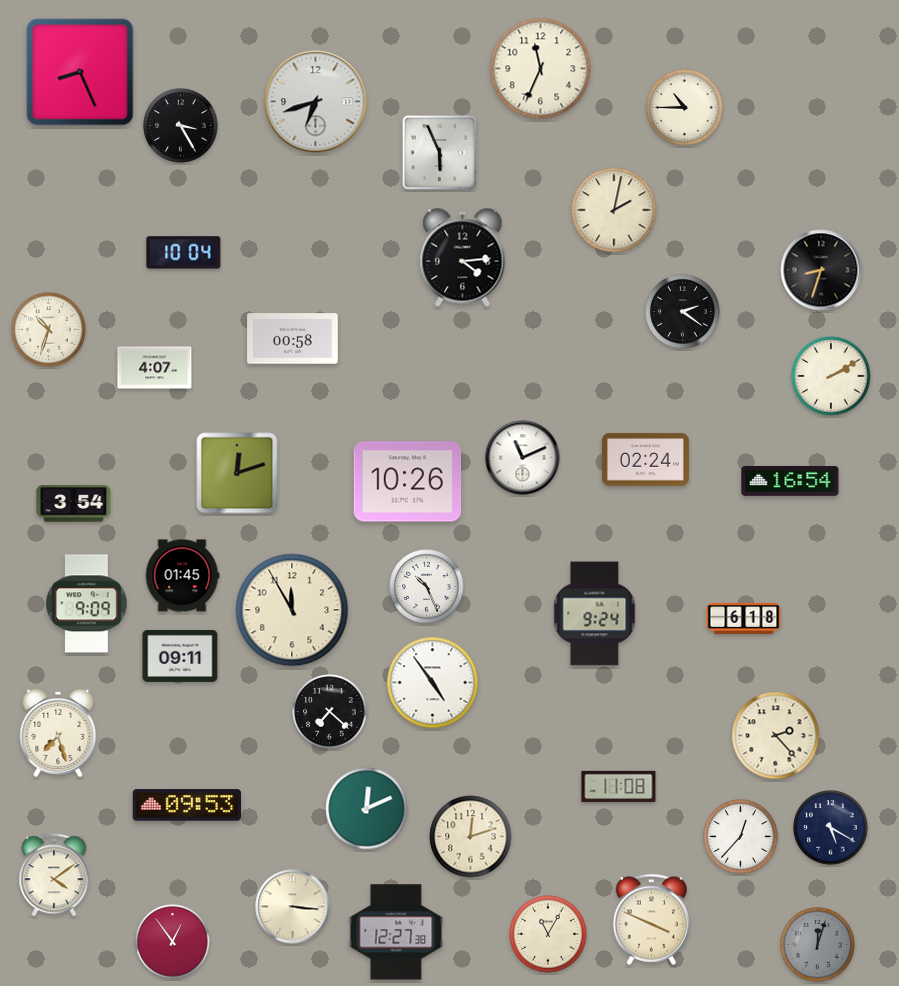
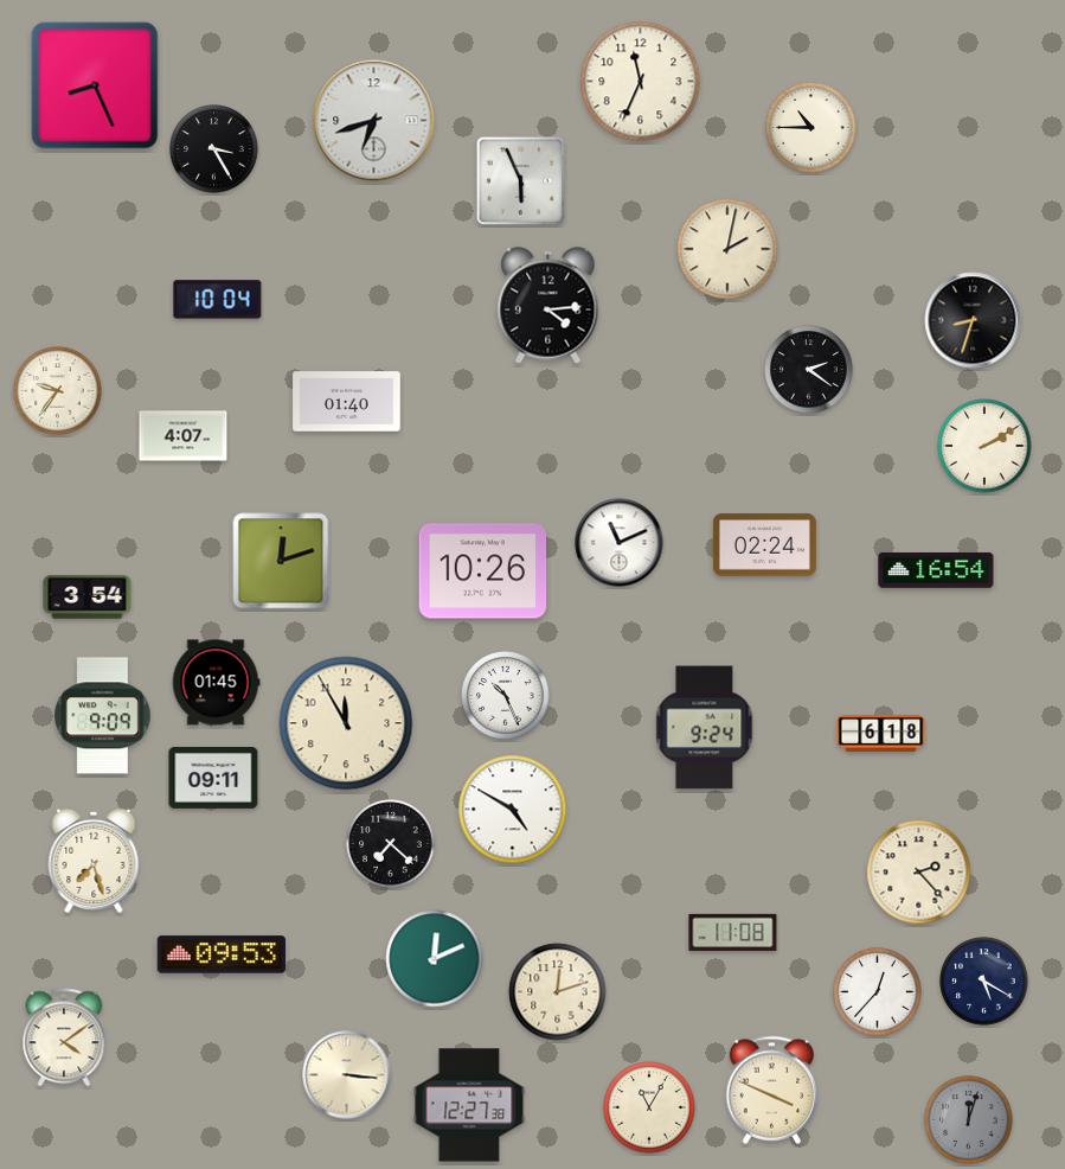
clock at (49, 330): 10:33 -> 9:36
clock at (293, 339): 00:58 -> 01:40
clock at (433, 683): 4:54 -> 4:50
clock at (58, 733) position: (58, 733) -> (94, 861)
clock at (173, 942): 12:54 -> none
